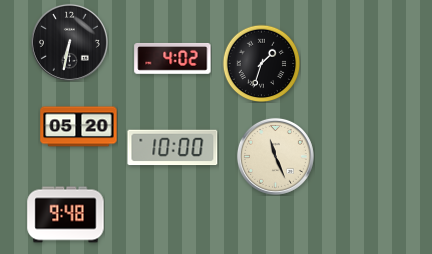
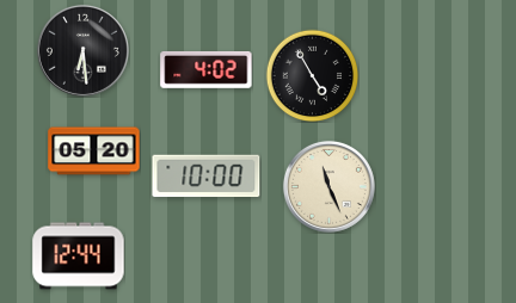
clock at (69, 42): 6:32 -> 6:29
clock at (261, 63): 1:33 -> 4:55
clock at (66, 215): 9:48 -> 12:44
